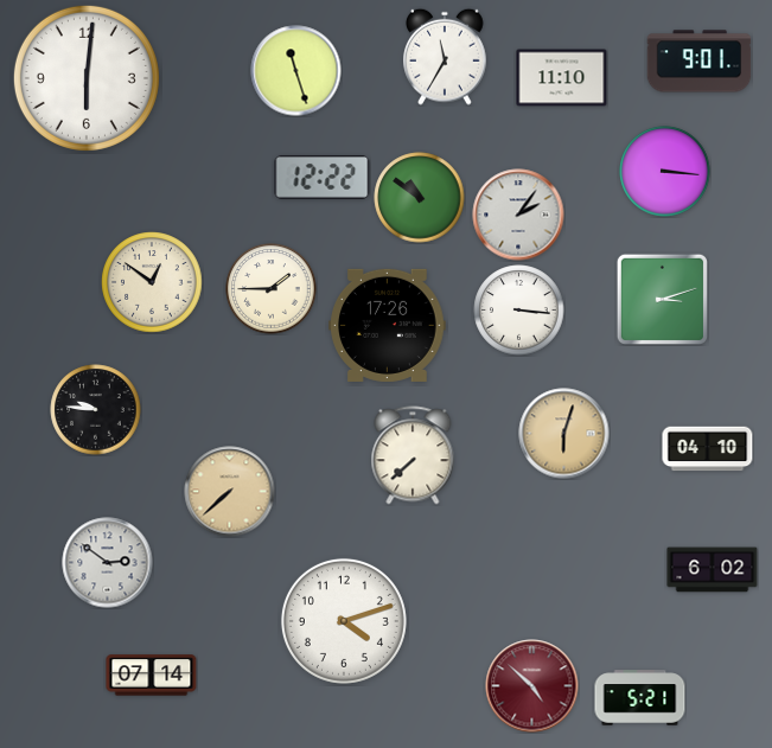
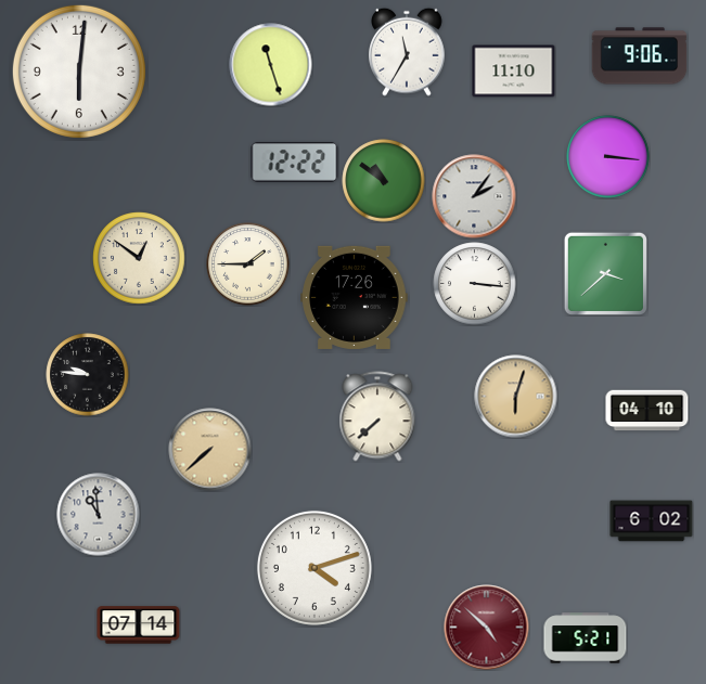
clock at (700, 62): 9:01 -> 9:06
clock at (662, 299): 3:12 -> 3:38
clock at (108, 563): 2:51 -> 10:59
clock at (152, 676) position: (152, 676) -> (139, 625)
